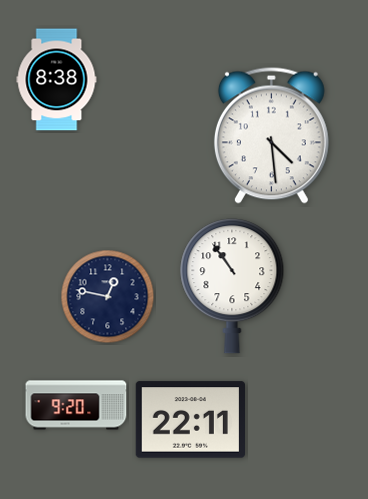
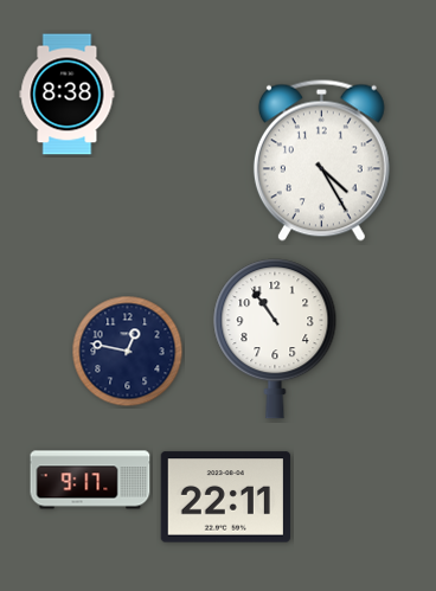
clock at (271, 135): 4:29 -> 4:25
clock at (76, 405): 9:20 -> 9:17
